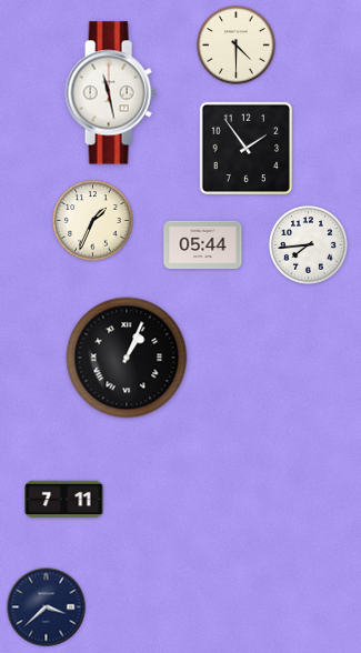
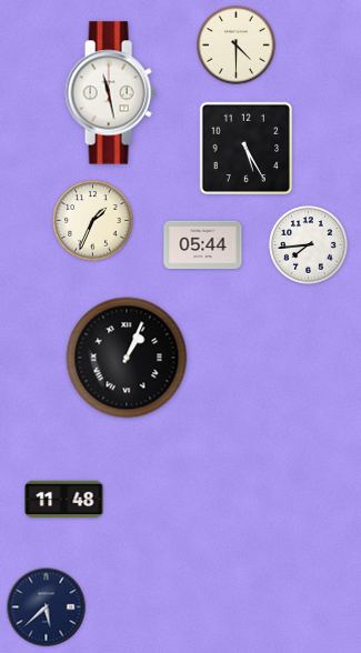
clock at (247, 149): 1:54 -> 5:25
clock at (64, 500): 7:11 -> 11:48
clock at (47, 607): 3:38 -> 5:38
